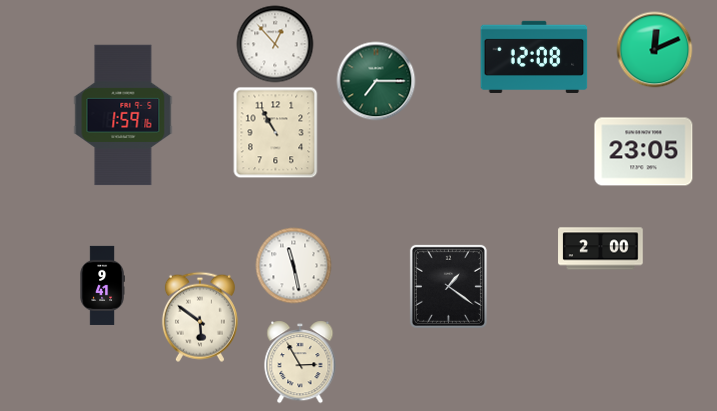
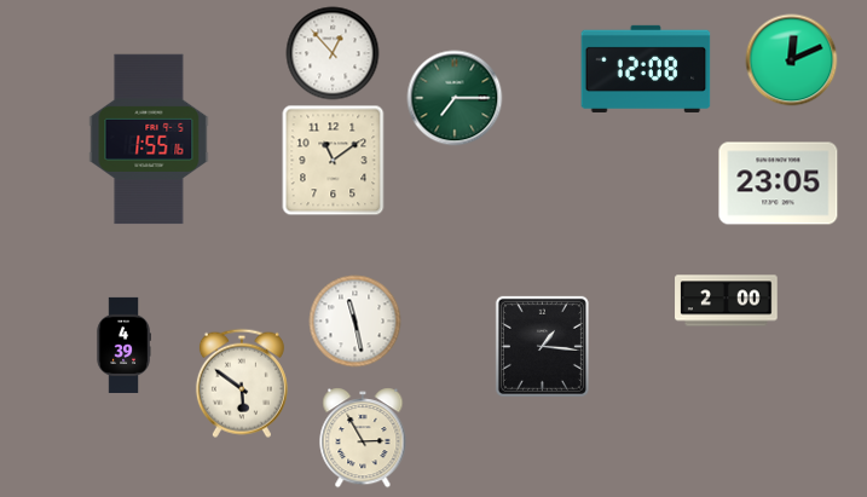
clock at (123, 115): 1:59 -> 1:55
clock at (276, 133): 10:55 -> 11:09
clock at (102, 285): 9:41 -> 4:39
clock at (448, 286): 1:21 -> 1:16
